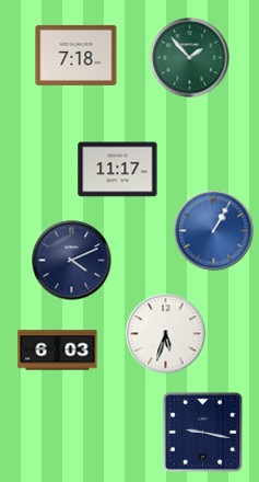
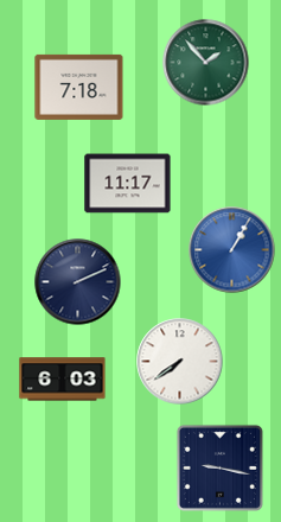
clock at (76, 55) position: (76, 55) -> (79, 87)
clock at (72, 261): 4:11 -> 2:11
clock at (166, 334): 5:33 -> 7:39
